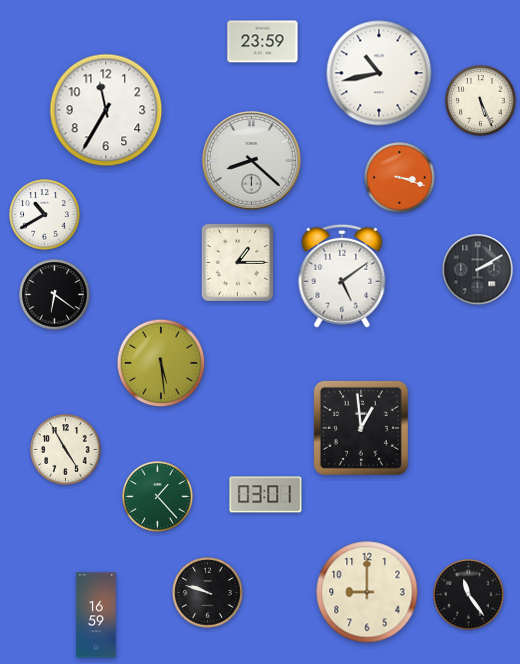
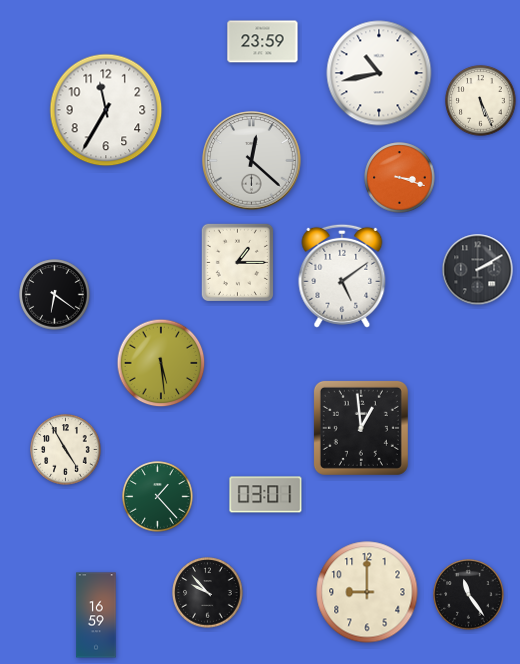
clock at (252, 161): 8:22 -> 12:22
clock at (45, 215): 10:40 -> none
clock at (208, 593): 9:48 -> 9:53
